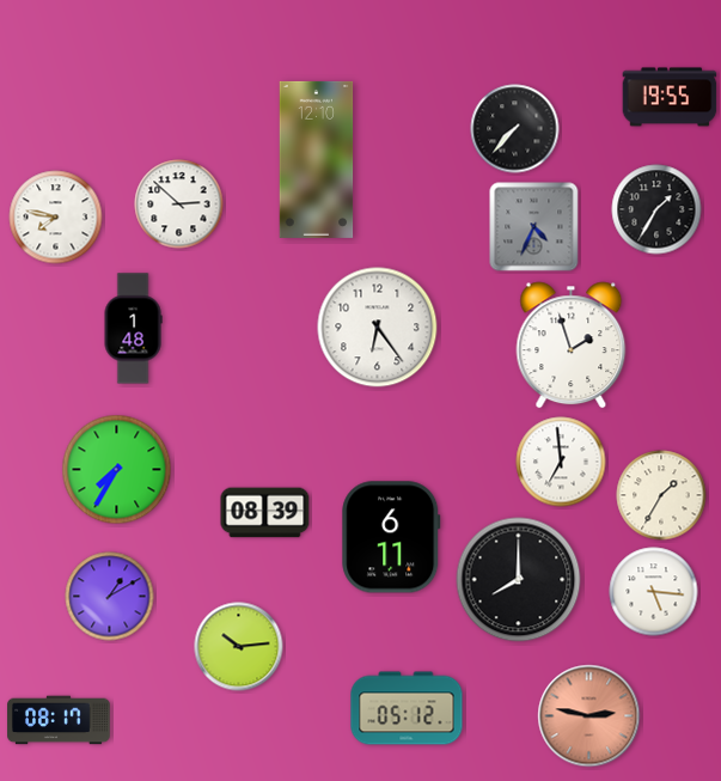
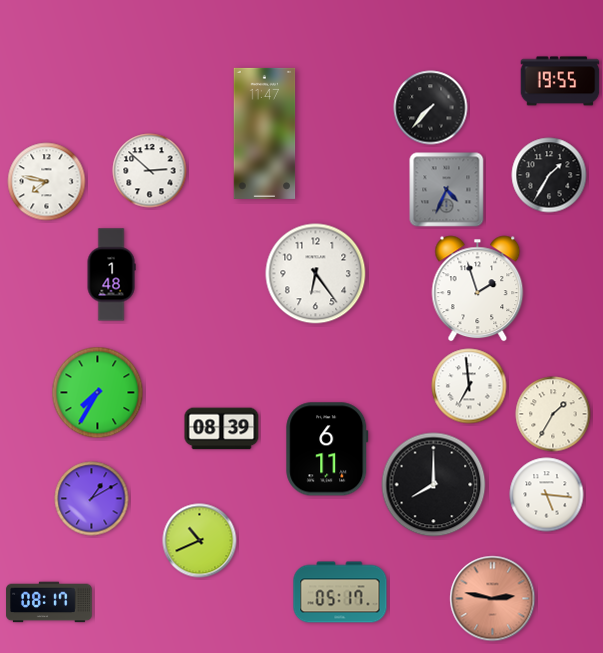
clock at (317, 159): 12:10 -> 11:47
clock at (239, 647): 10:14 -> 10:41
clock at (407, 708): 05:12 -> 05:17
